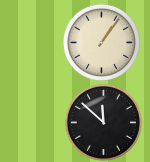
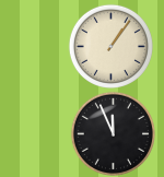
clock at (103, 122): 11:52 -> 11:56
